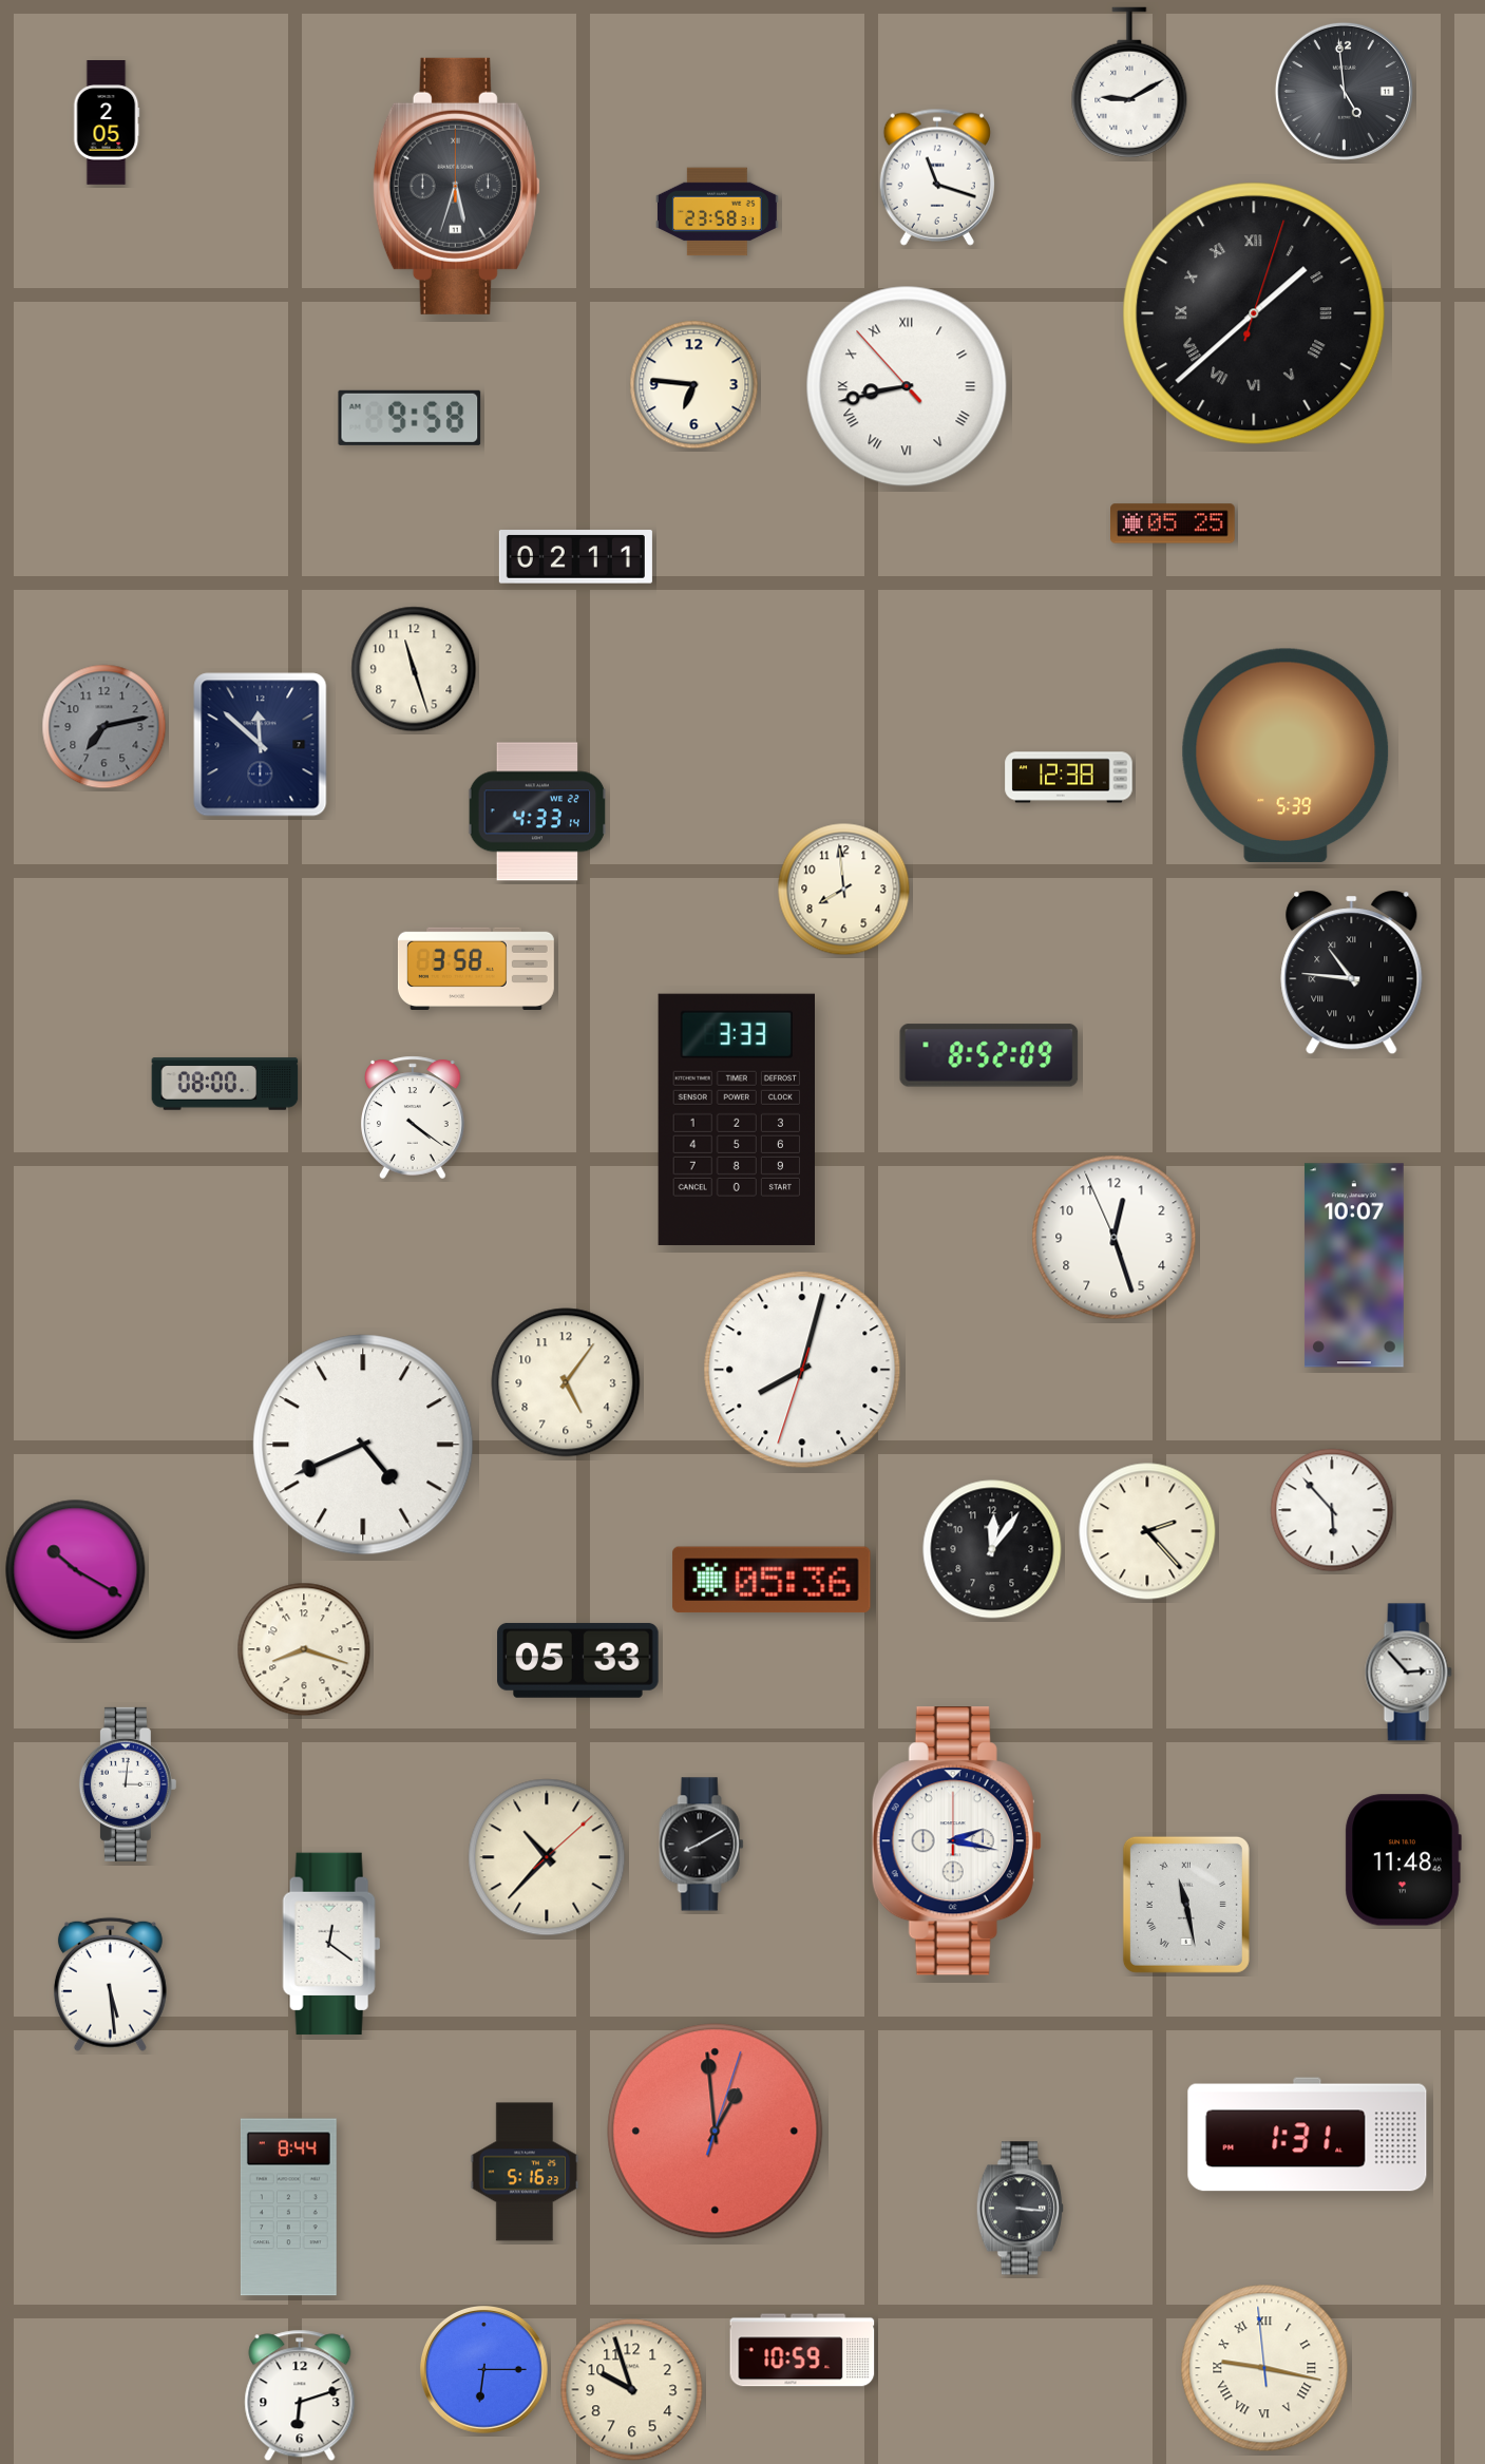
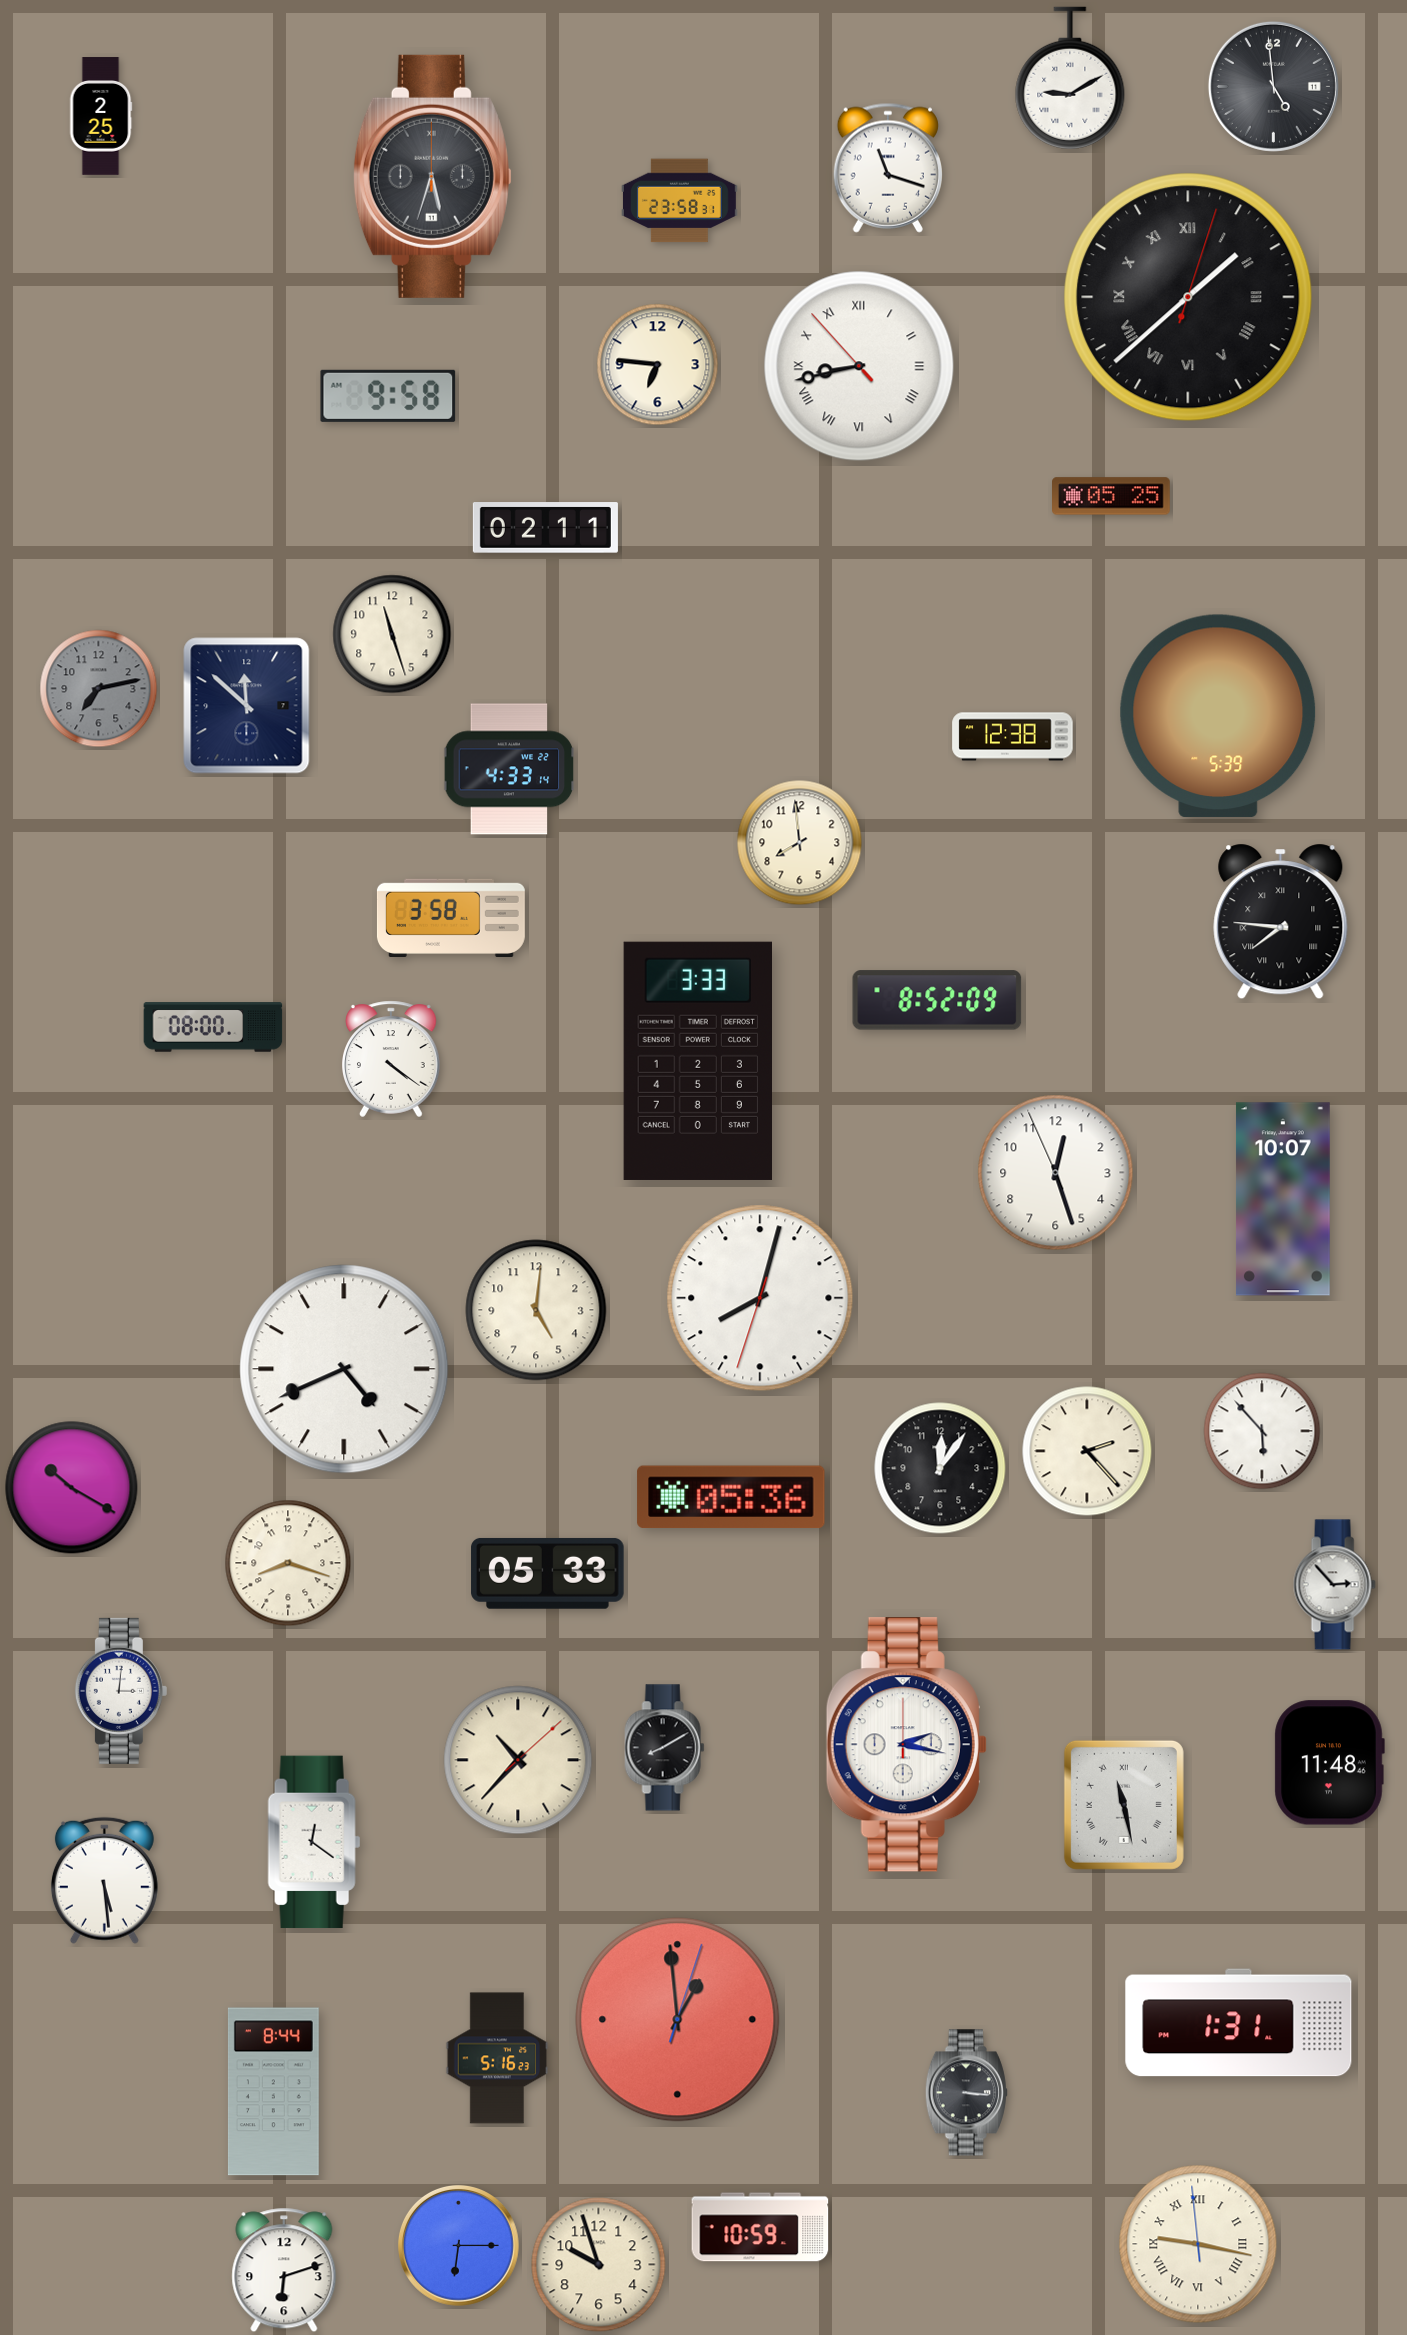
clock at (107, 122): 2:05 -> 2:25
clock at (1352, 973): 10:46 -> 7:46
clock at (566, 1382): 5:06 -> 5:01
